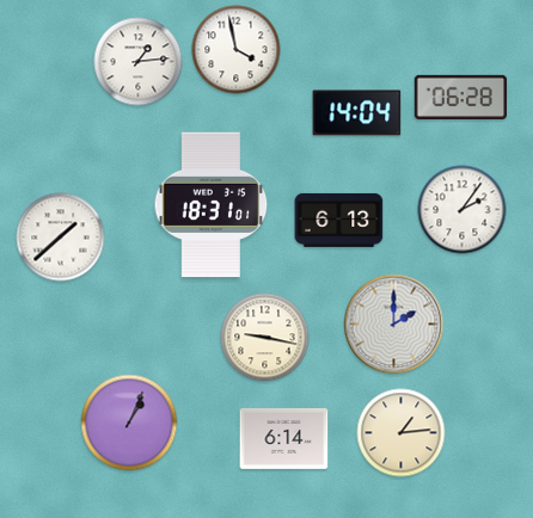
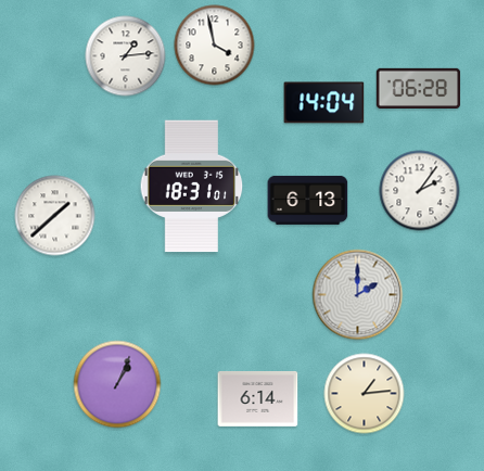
clock at (265, 338): 9:17 -> none
